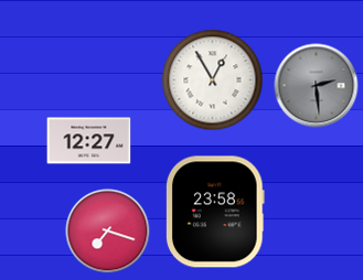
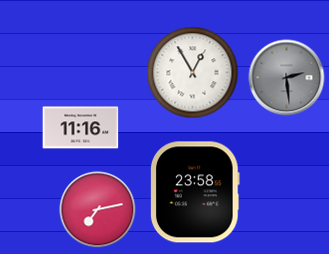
clock at (89, 141): 12:27 -> 11:16
clock at (108, 231): 7:18 -> 7:13
